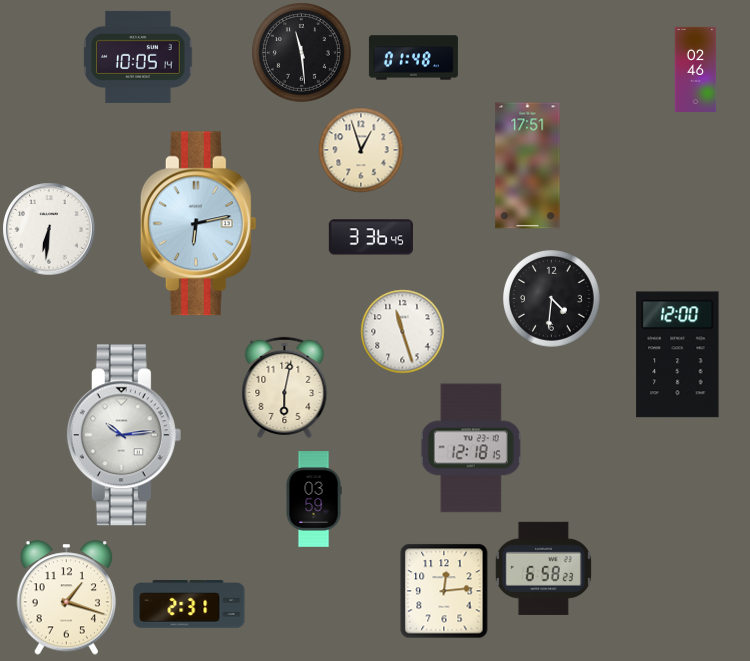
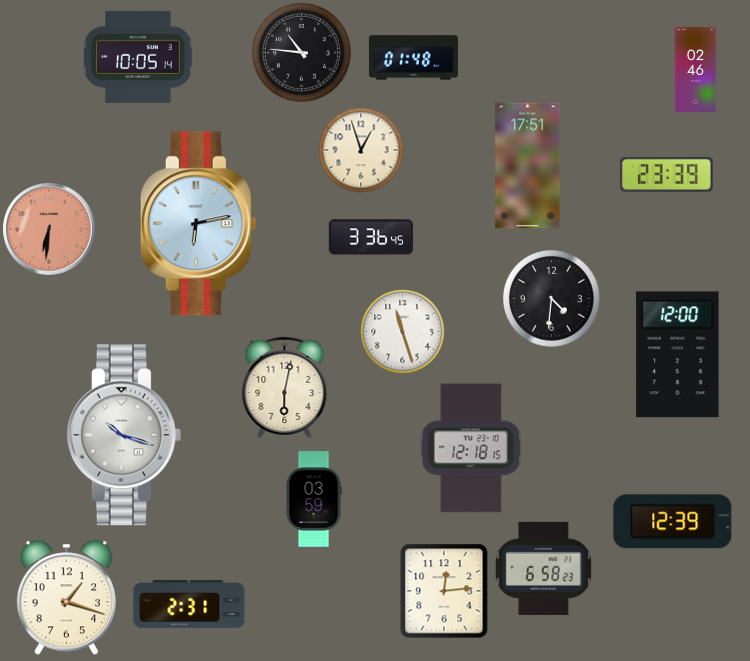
clock at (302, 53): 11:29 -> 10:46
clock at (666, 174): none -> 23:39
clock at (49, 229) dial: white -> salmon
clock at (124, 435): 10:14 -> 10:18
clock at (673, 522): none -> 12:39
